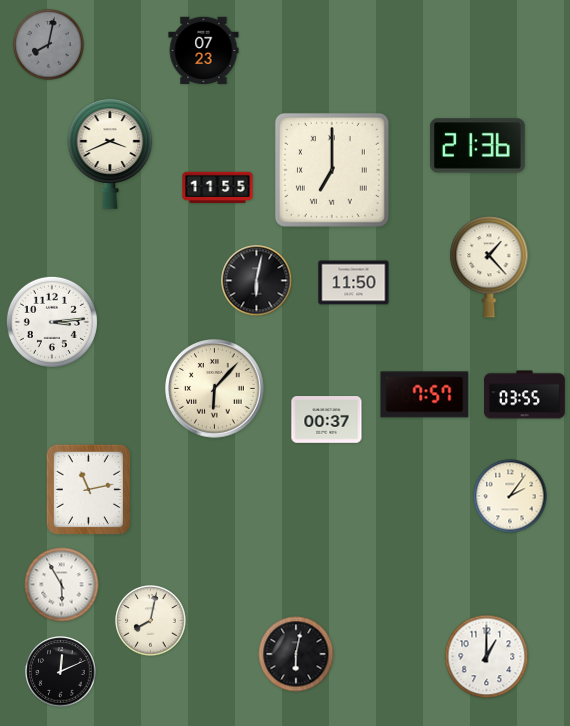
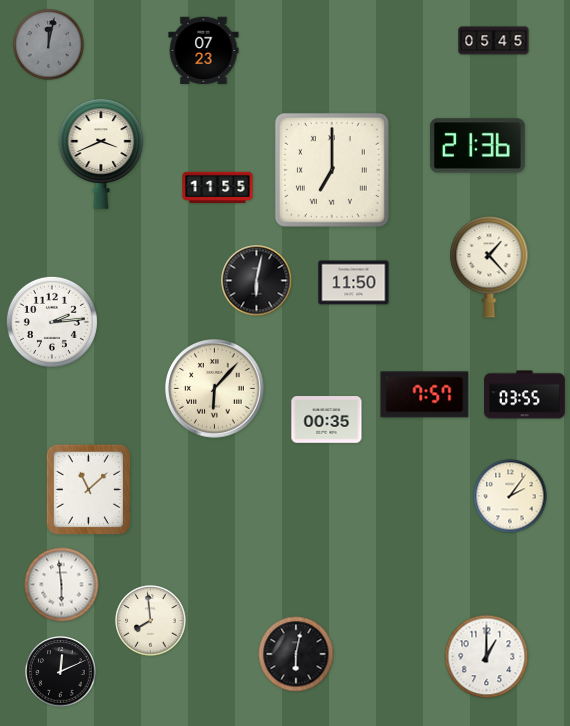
clock at (494, 41): none -> 05:45
clock at (49, 45): 8:02 -> 12:02
clock at (110, 154) position: (110, 154) -> (101, 154)
clock at (52, 322): 3:14 -> 2:14
clock at (327, 420): 00:37 -> 00:35
clock at (88, 489): 11:13 -> 11:08
clock at (62, 585): 5:55 -> 5:59
clock at (151, 621): 8:02 -> 7:59
